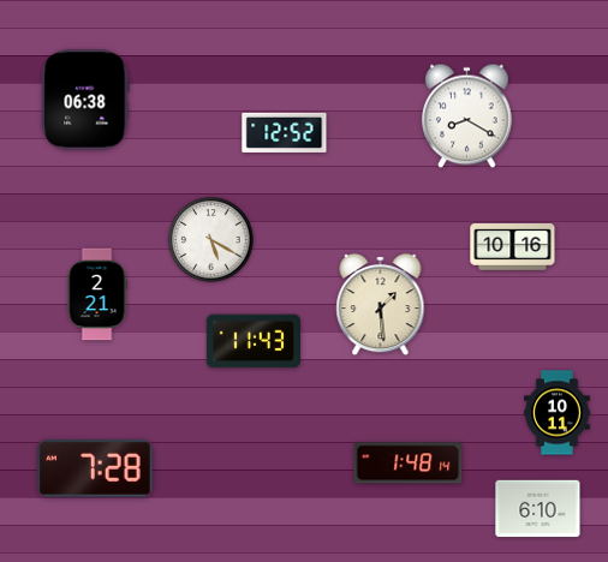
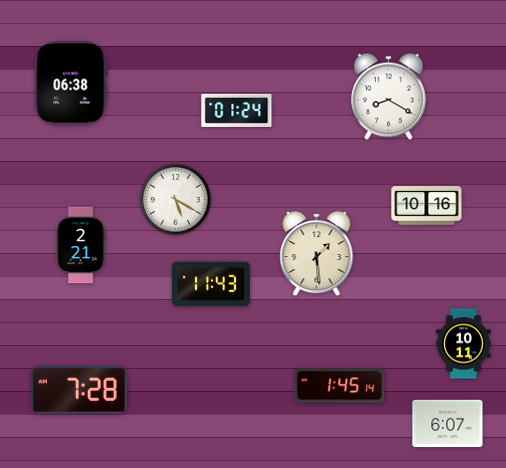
clock at (285, 132): 12:52 -> 01:24
clock at (409, 464): 1:48 -> 1:45
clock at (538, 509): 6:10 -> 6:07
